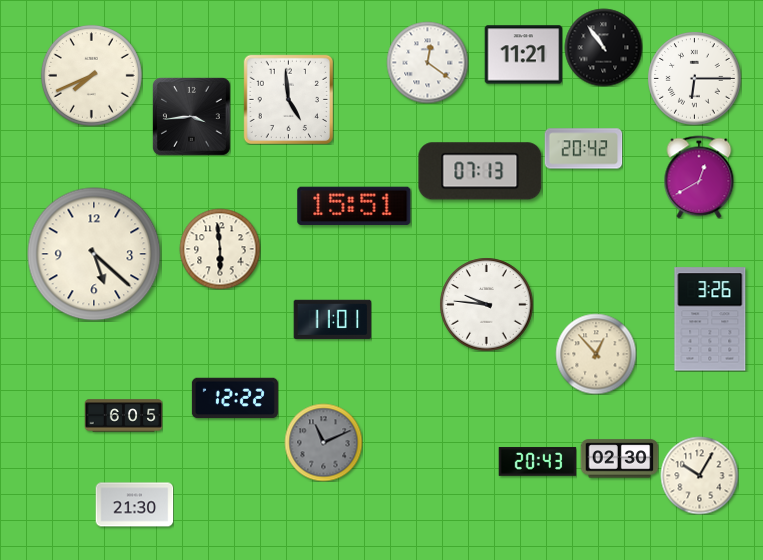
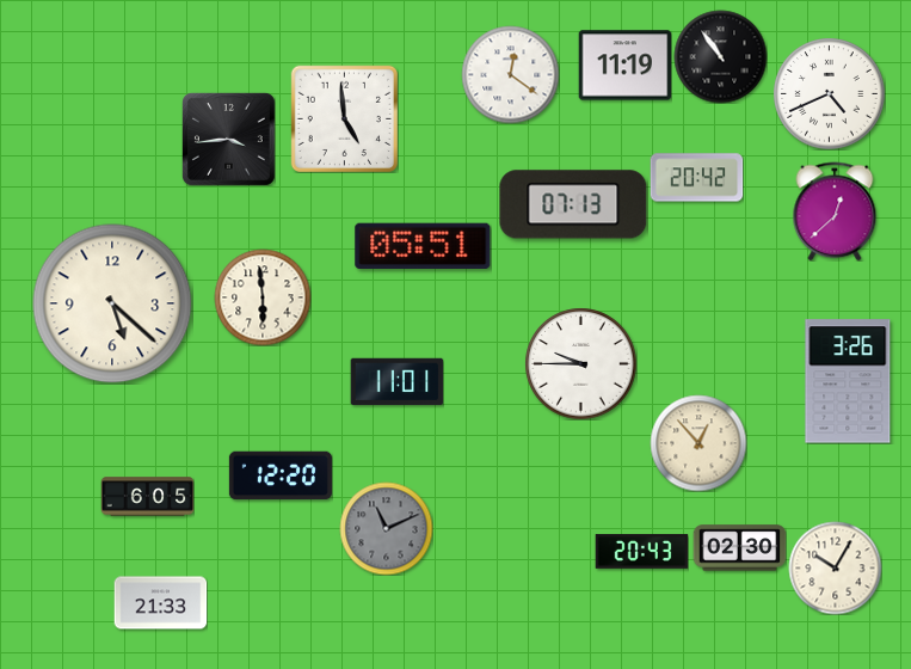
clock at (523, 55): 11:21 -> 11:19
clock at (91, 75): 7:41 -> none
clock at (694, 78): 6:15 -> 4:41
clock at (699, 177): 12:40 -> 12:38
clock at (354, 206): 15:51 -> 05:51
clock at (486, 304): 9:46 -> 9:45
clock at (596, 354) position: (596, 354) -> (698, 443)
clock at (235, 398): 12:22 -> 12:20
clock at (134, 505): 21:30 -> 21:33
